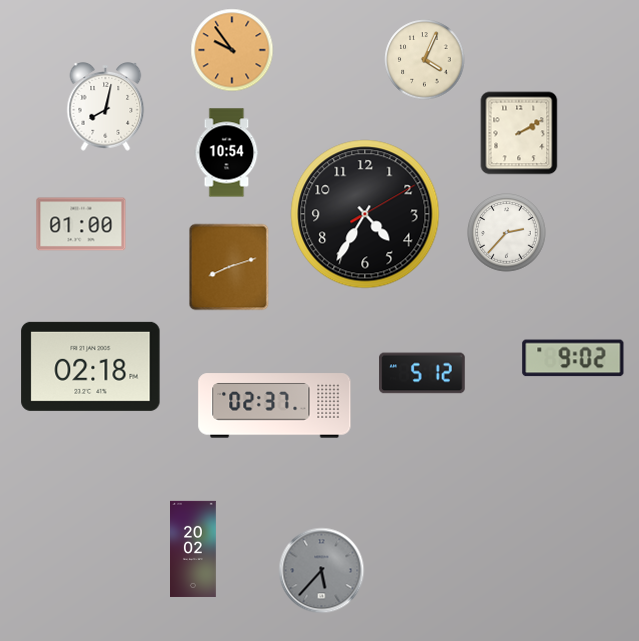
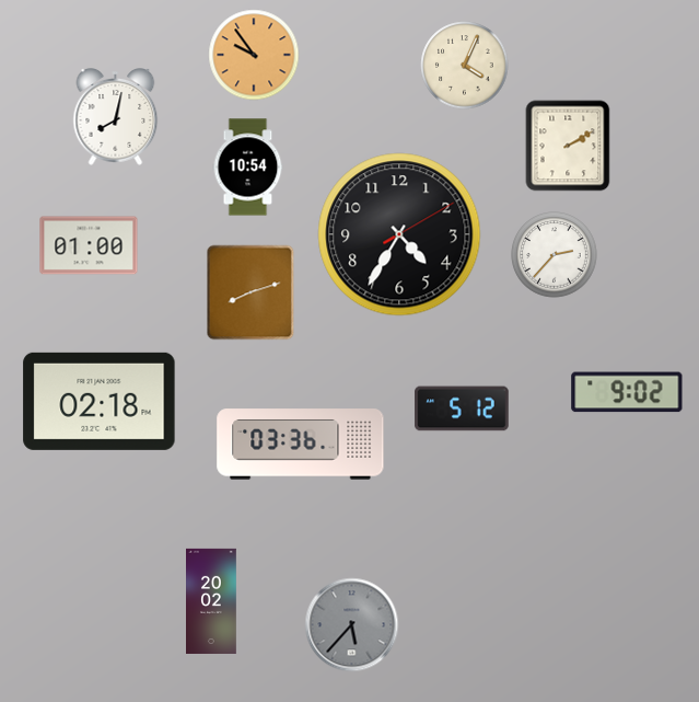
clock at (275, 406): 02:37 -> 03:36
